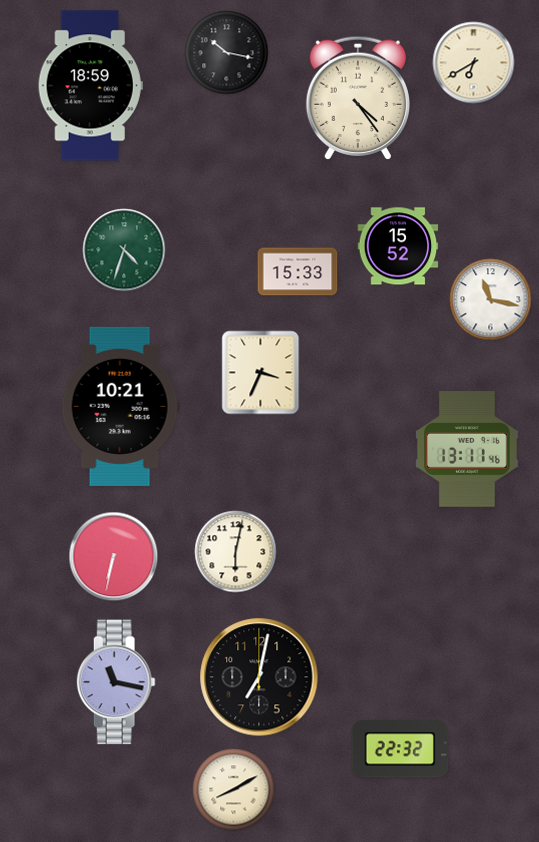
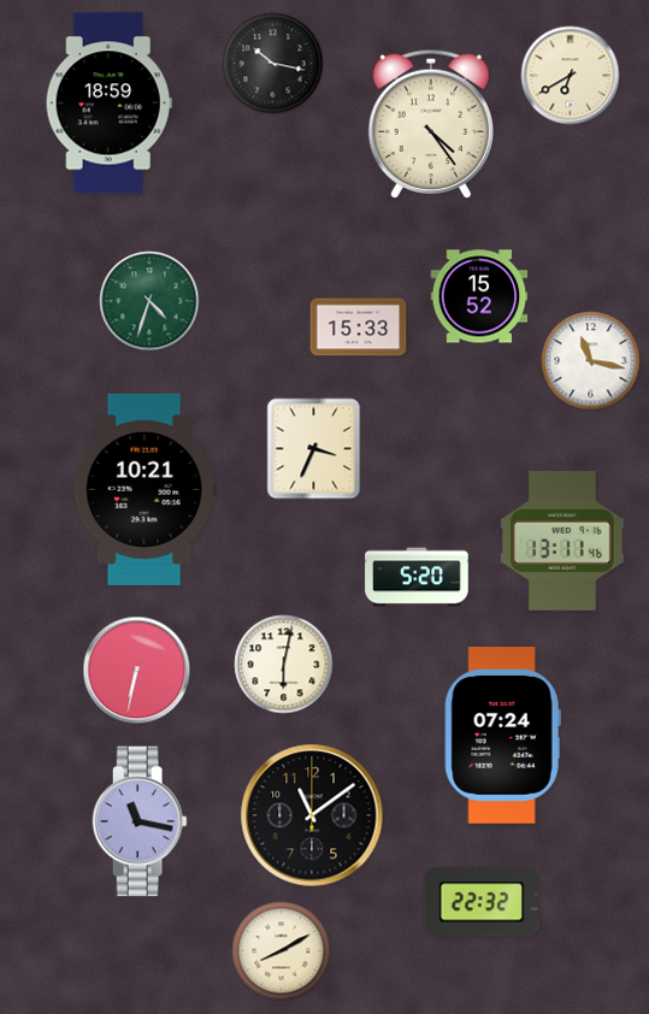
clock at (357, 98) position: (357, 98) -> (430, 124)
clock at (417, 577): none -> 5:20
clock at (502, 736): none -> 07:24
clock at (259, 677): 7:02 -> 11:09
